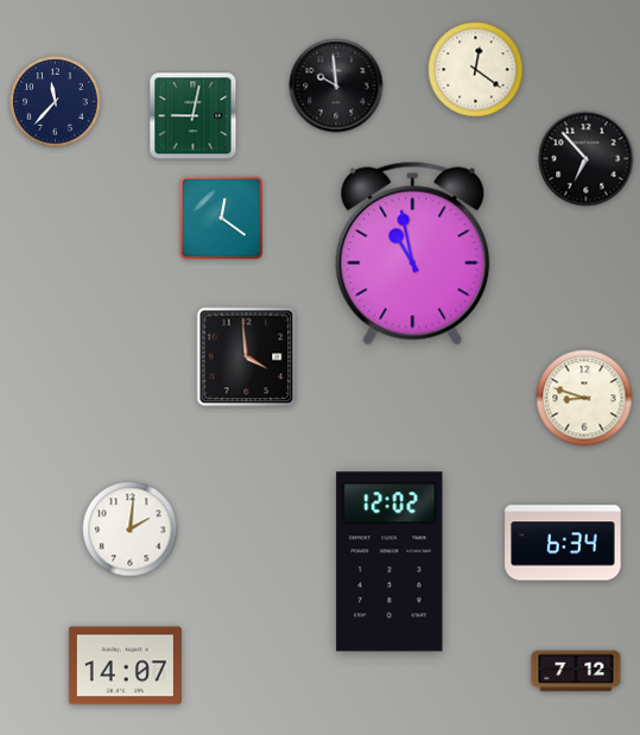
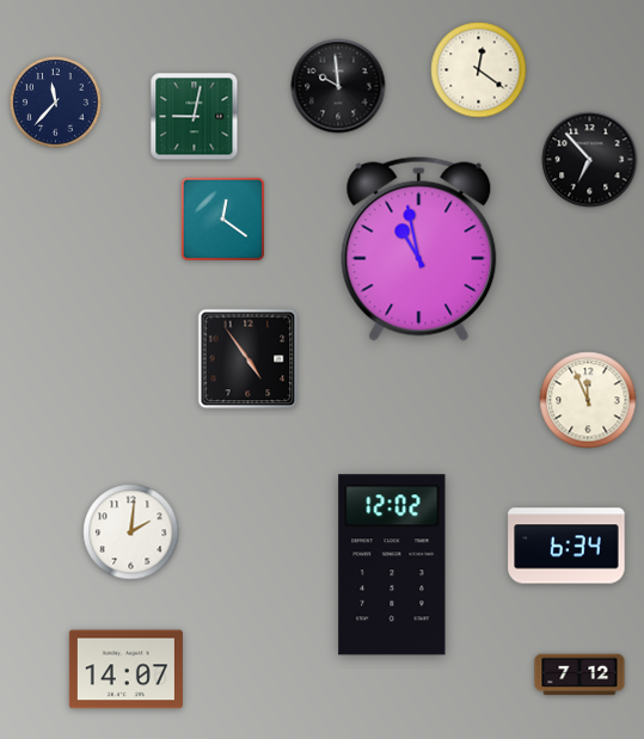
clock at (413, 253) position: (413, 253) -> (419, 248)
clock at (247, 357): 3:59 -> 4:54
clock at (584, 398): 8:48 -> 11:56
